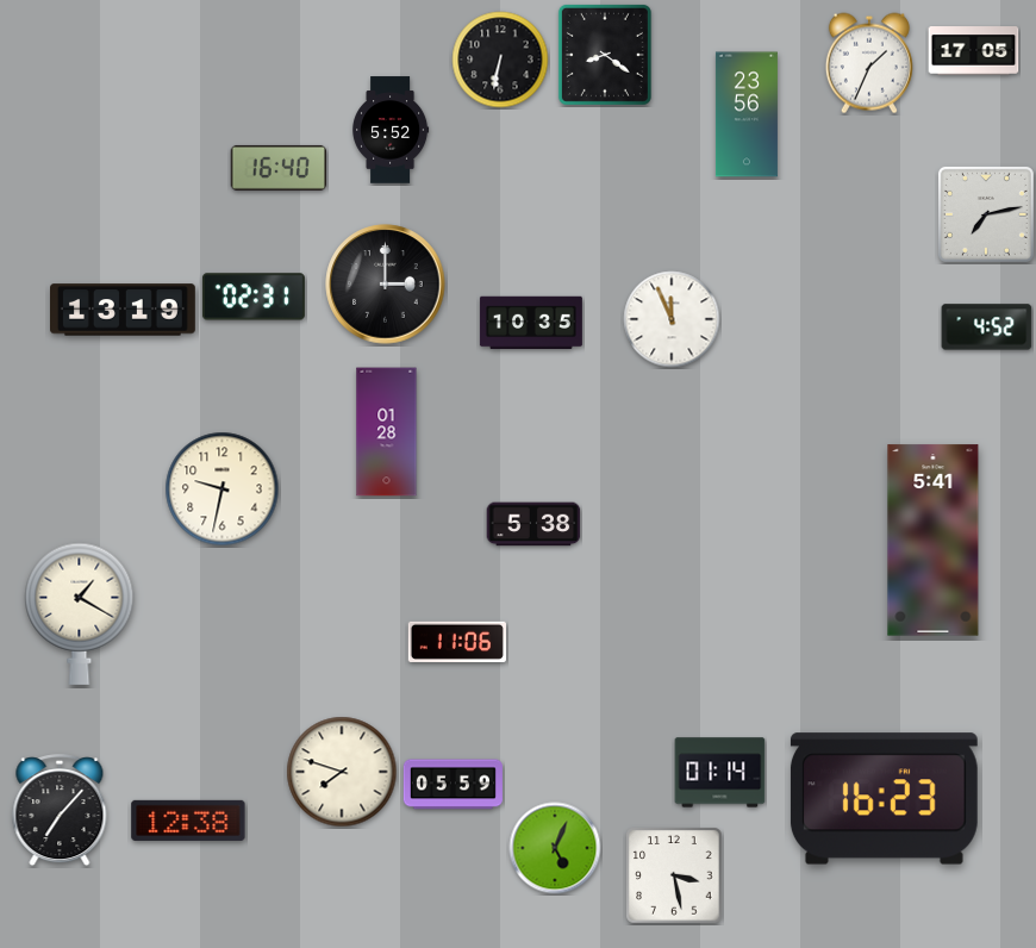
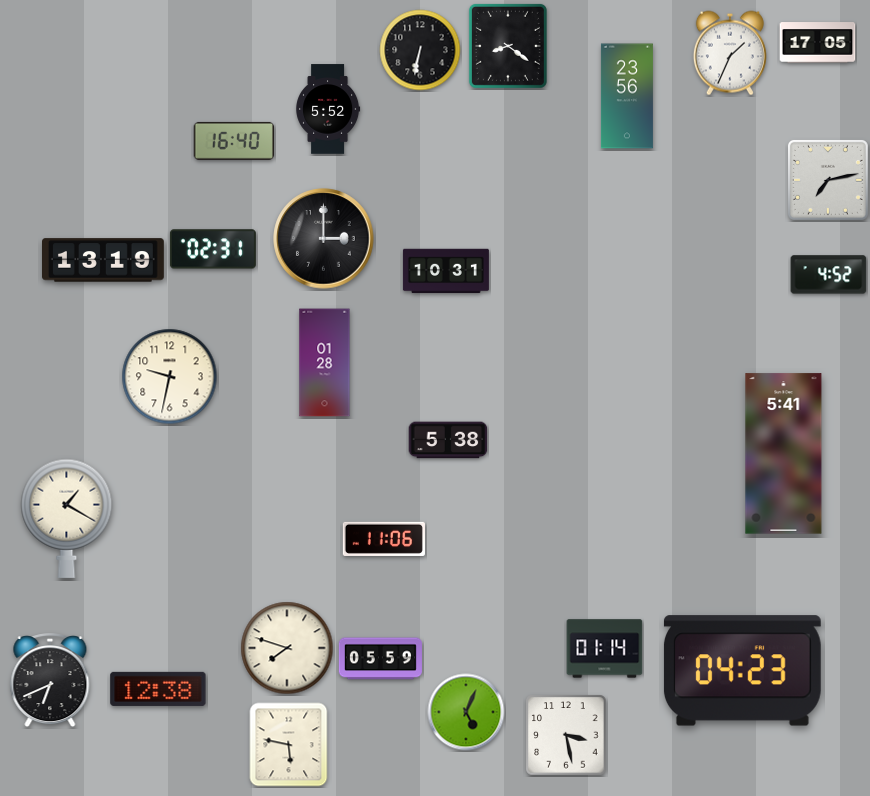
clock at (672, 319): 11:56 -> none
clock at (531, 323): 10:35 -> 10:31
clock at (223, 489) position: (223, 489) -> (170, 377)
clock at (80, 613) position: (80, 613) -> (67, 518)
clock at (884, 799): 16:23 -> 04:23
clock at (60, 811): 7:07 -> 6:41
clock at (289, 745): none -> 5:47
